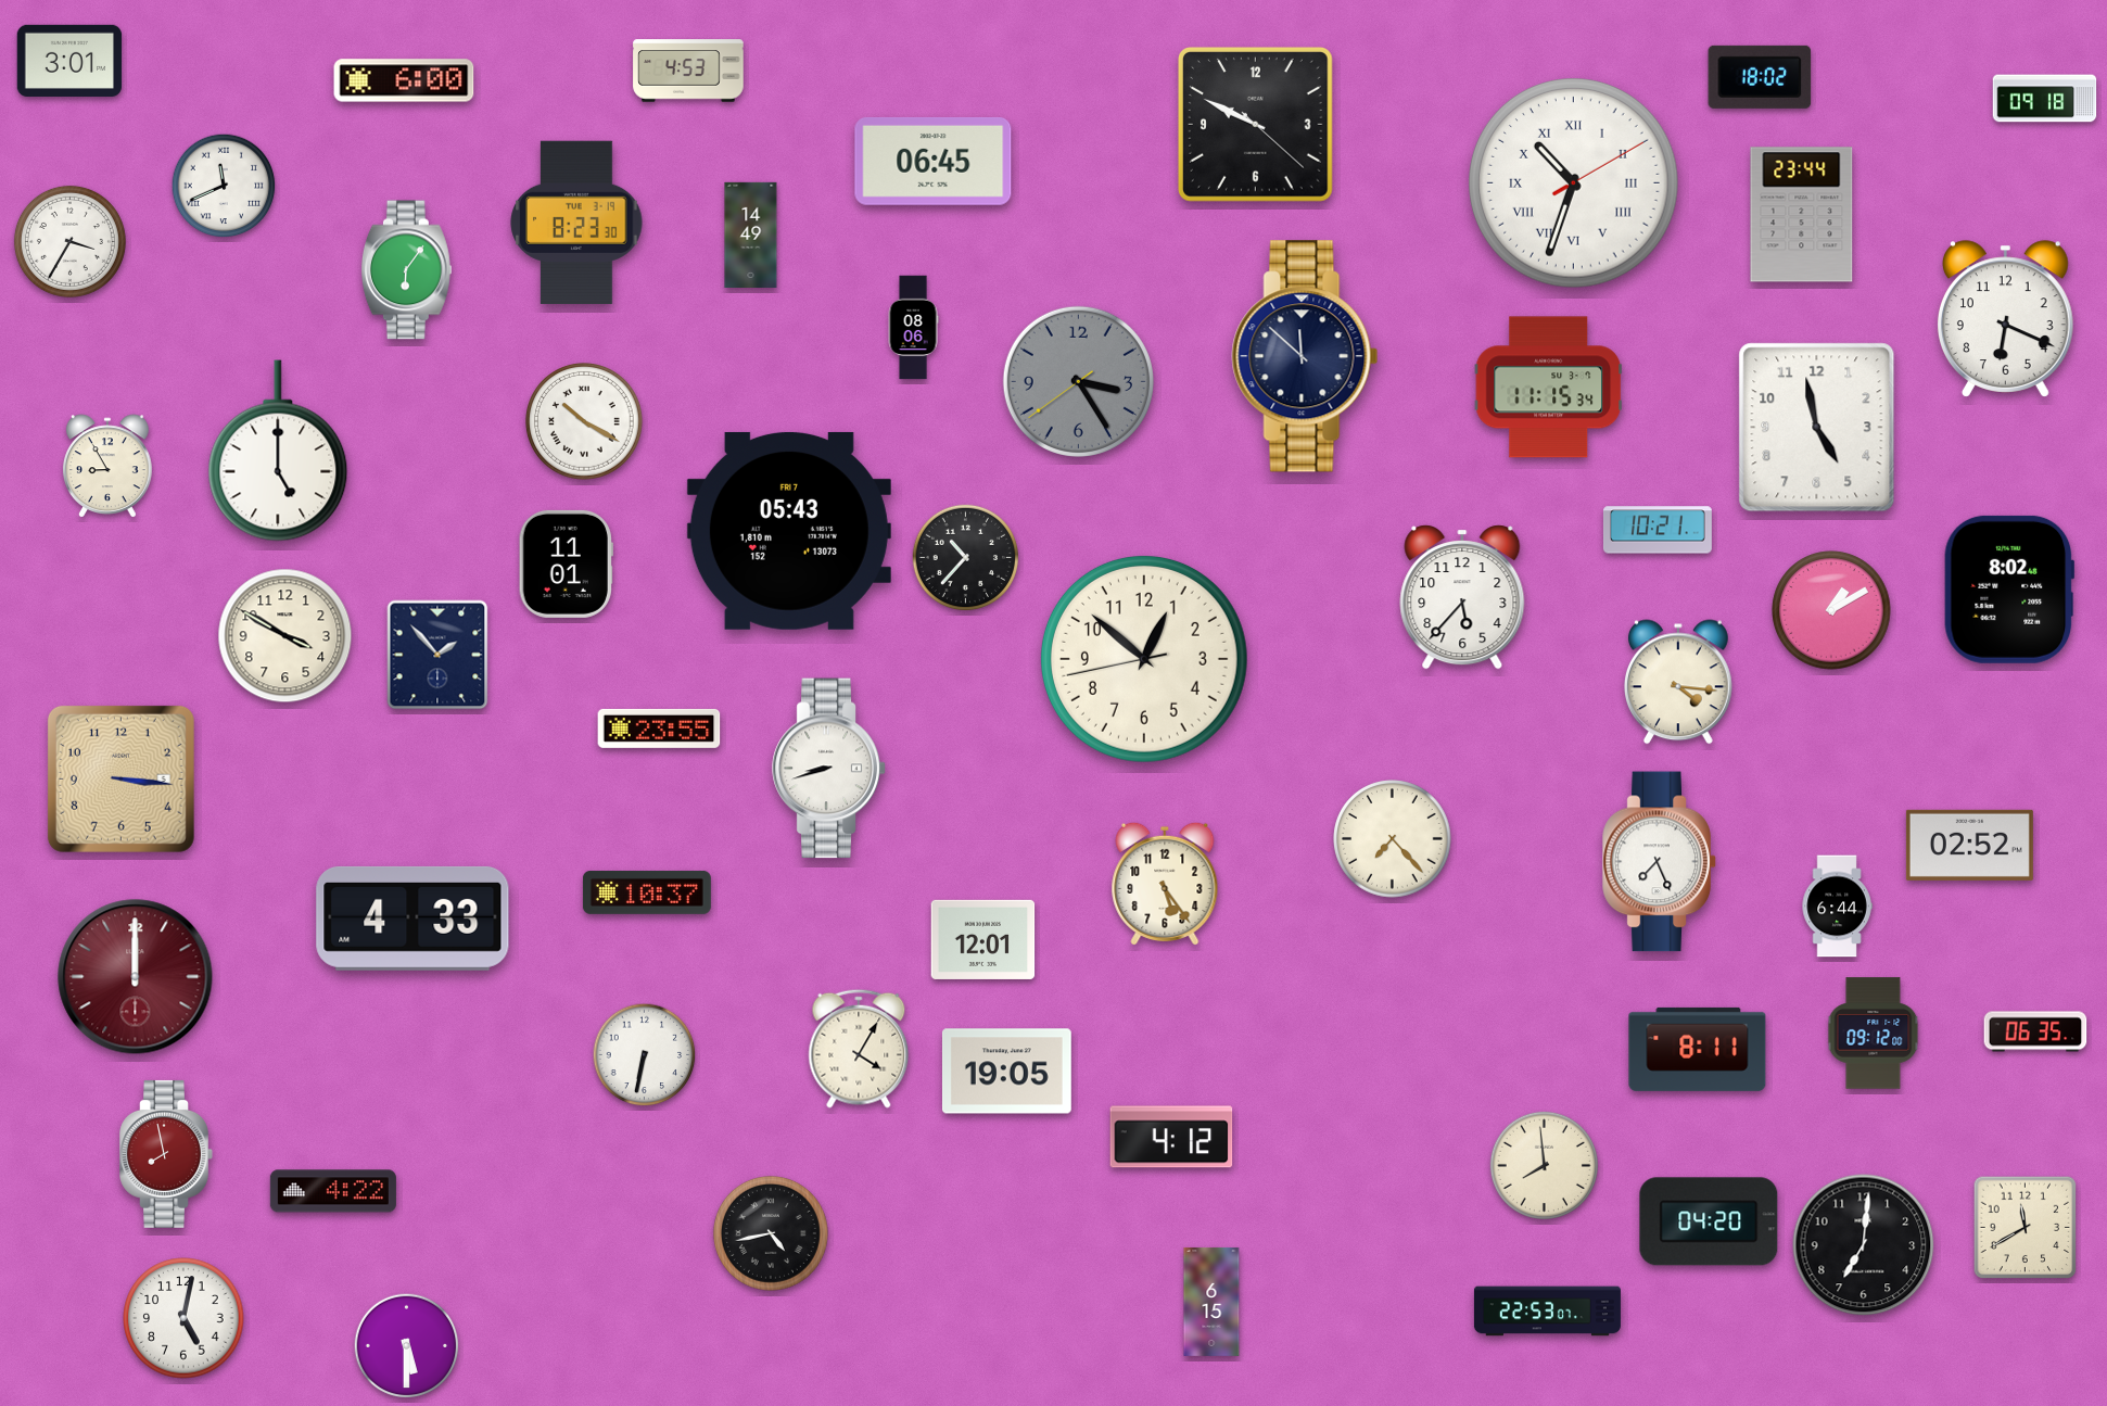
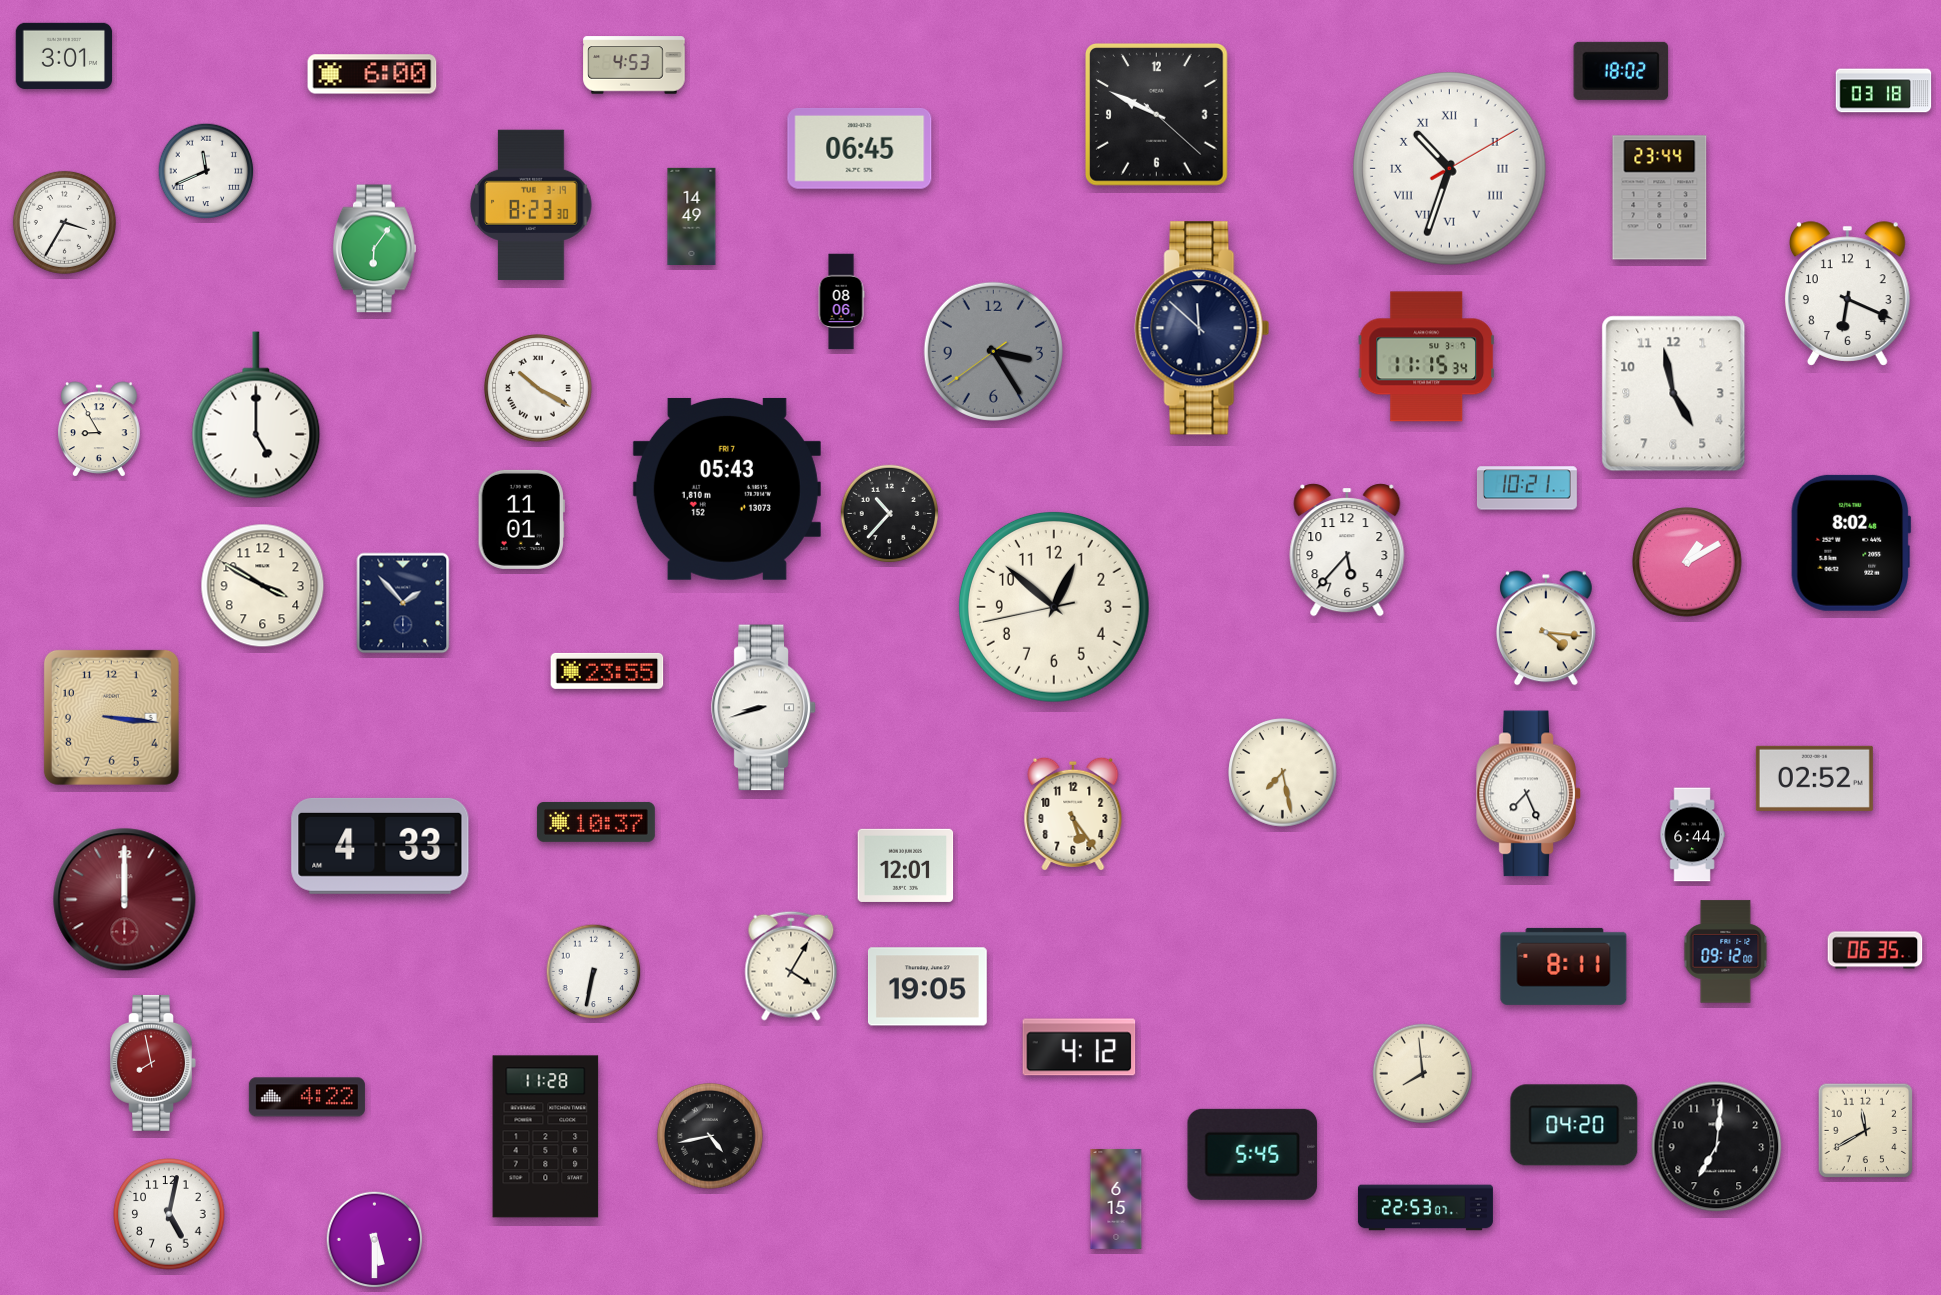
clock at (2045, 99): 09:18 -> 03:18
clock at (1393, 839): 7:23 -> 7:28
clock at (546, 1137): none -> 11:28
clock at (1253, 1154): none -> 5:45
